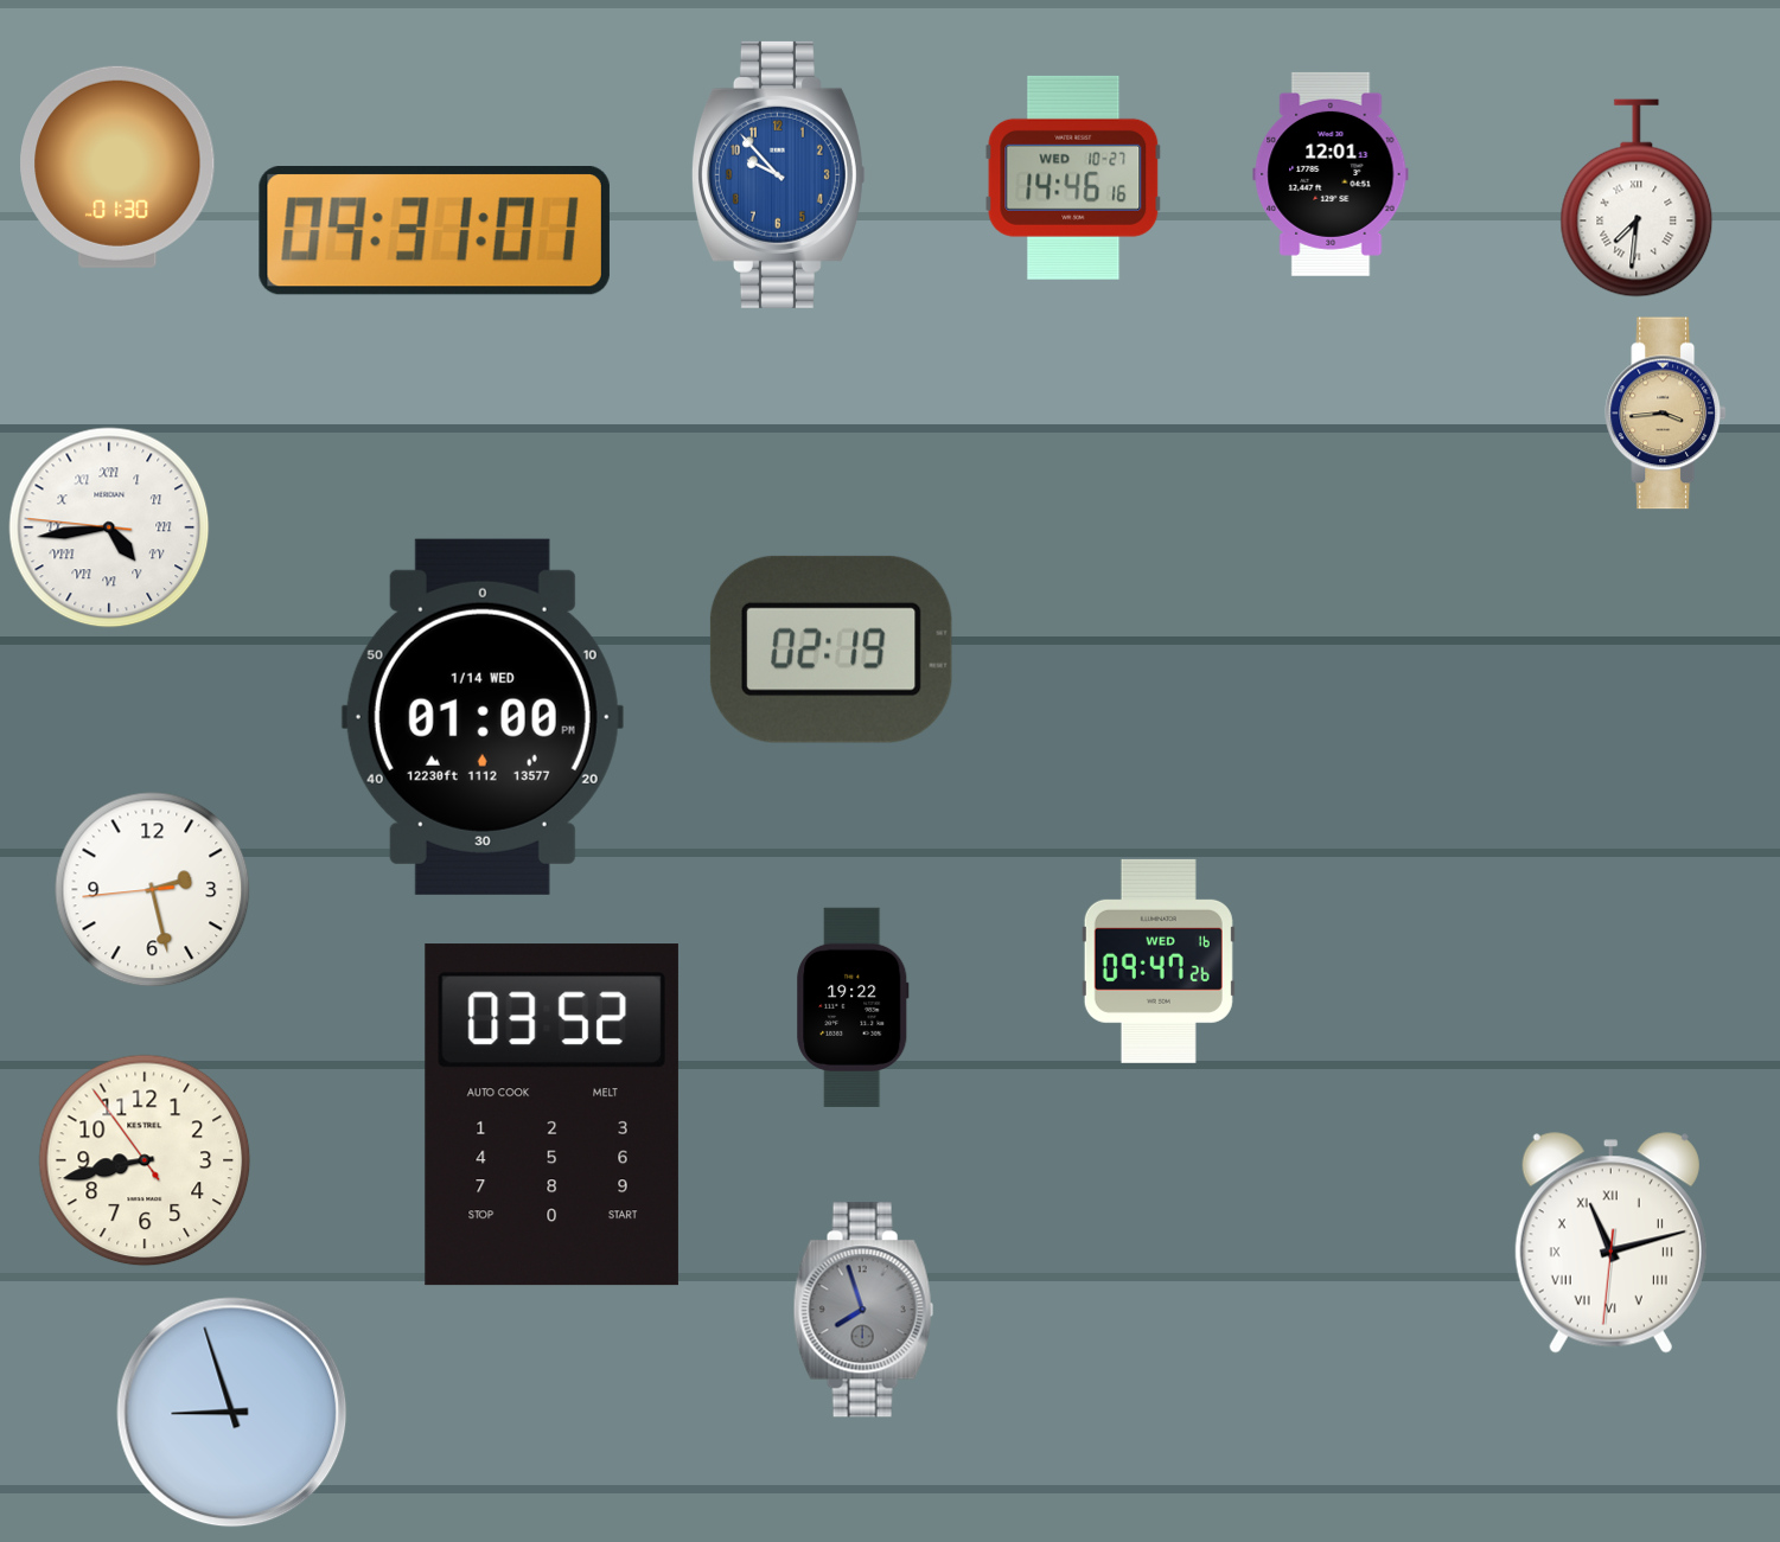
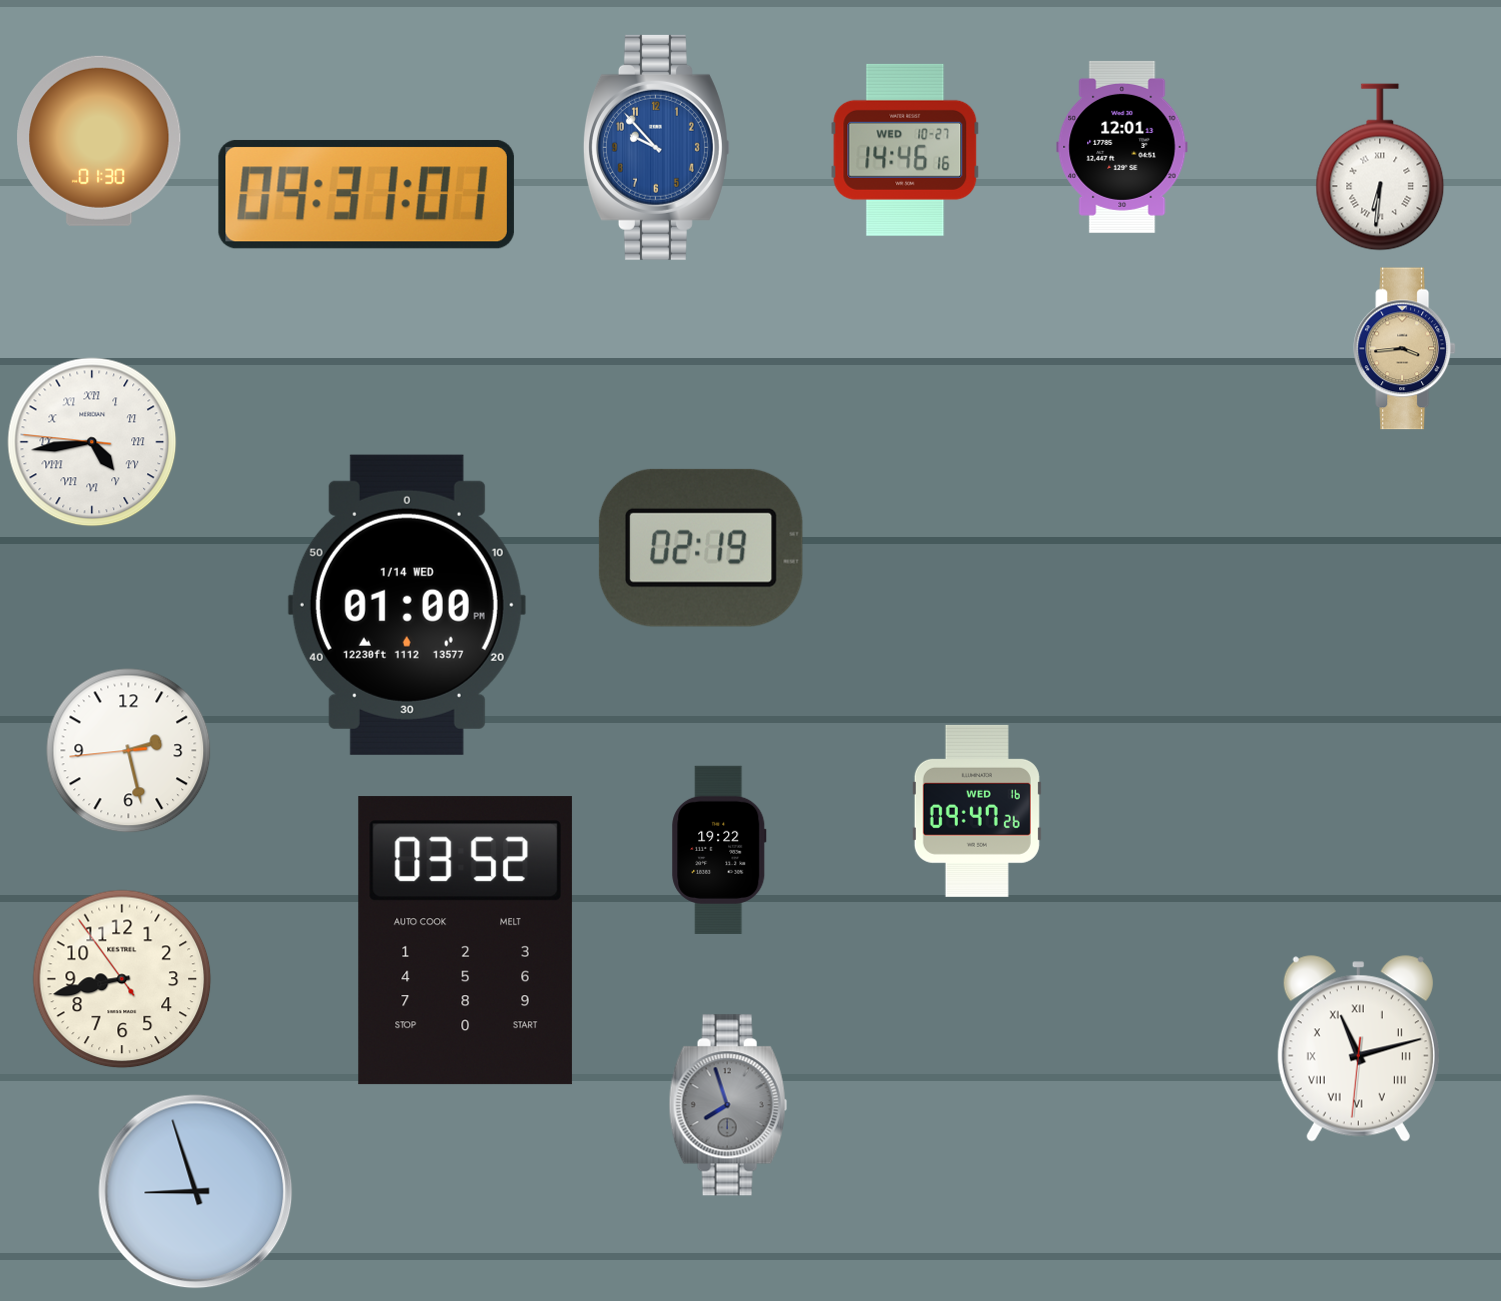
clock at (1637, 198): 7:31 -> 6:31
clock at (109, 527) position: (109, 527) -> (92, 442)
